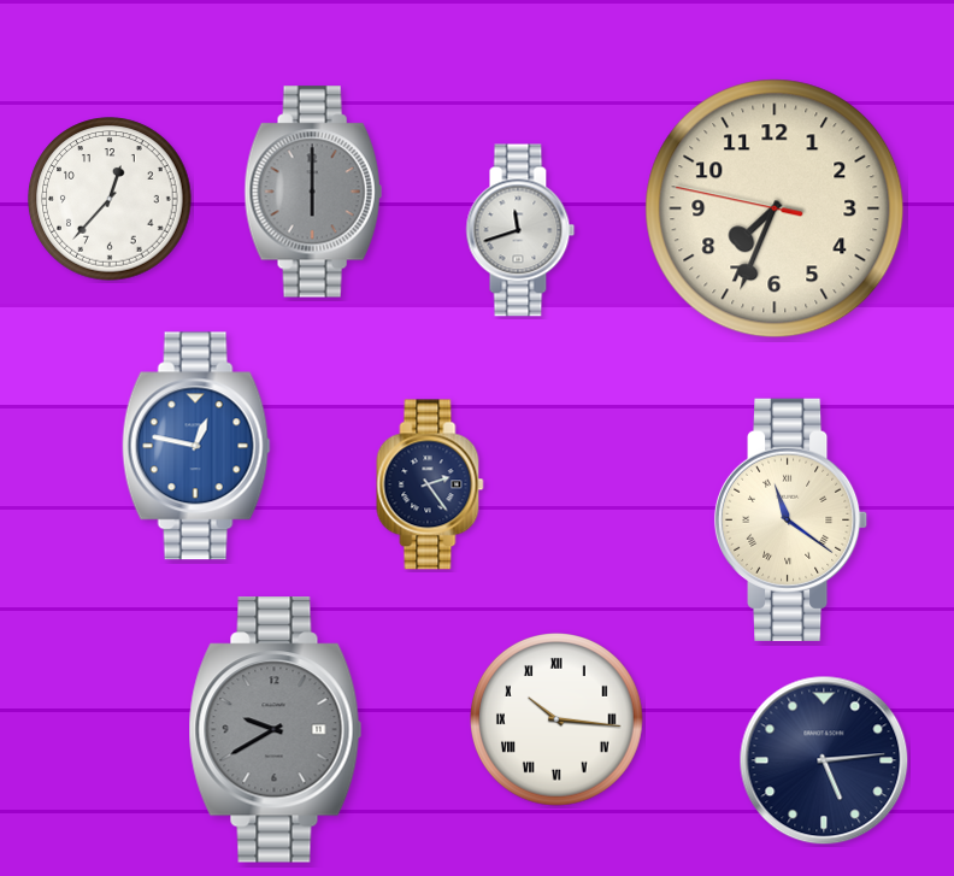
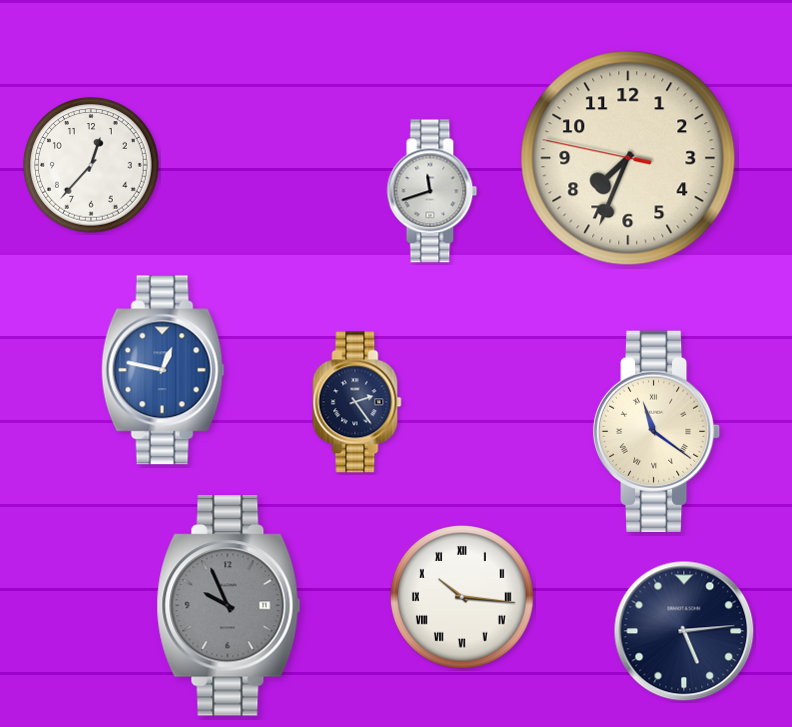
clock at (313, 192): 6:00 -> none
clock at (775, 208) position: (775, 208) -> (628, 158)
clock at (276, 730): 9:40 -> 9:56
